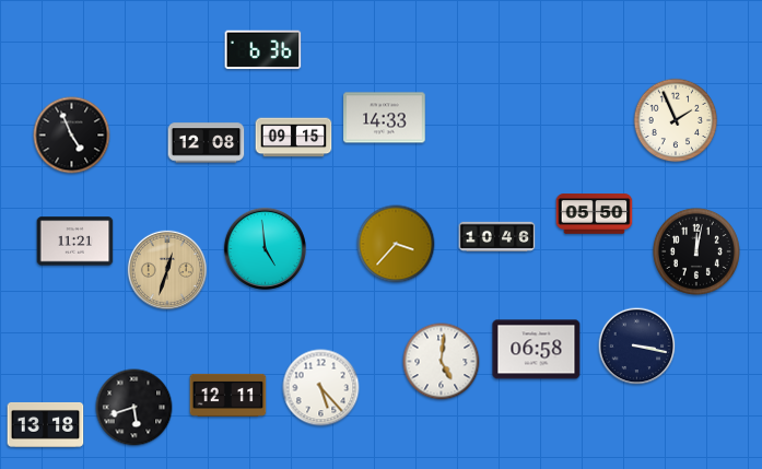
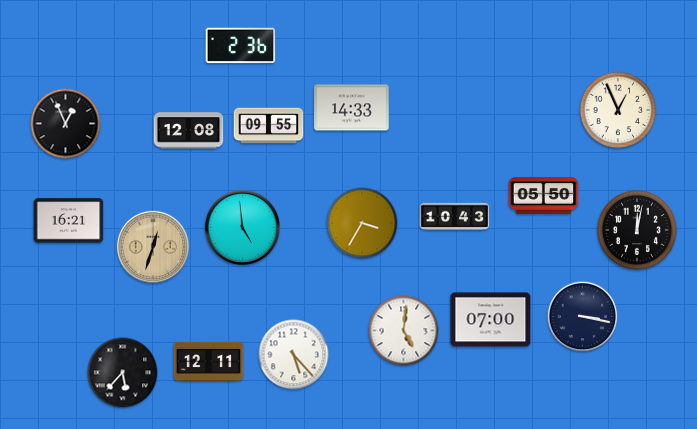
clock at (263, 50): 6:36 -> 2:36
clock at (676, 120): 1:56 -> 12:56
clock at (72, 136): 4:56 -> 12:56
clock at (294, 138): 09:15 -> 09:55
clock at (497, 236): 10:46 -> 10:43
clock at (75, 242): 11:21 -> 16:21
clock at (396, 244): 3:37 -> 3:35
clock at (537, 350): 06:58 -> 07:00
clock at (134, 408): 5:42 -> 5:37
clock at (46, 424): 13:18 -> none
